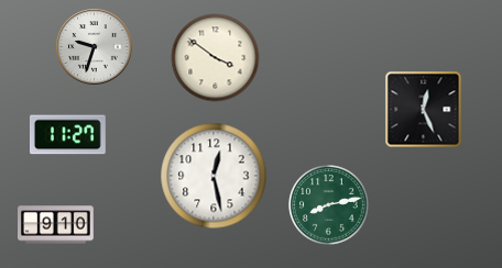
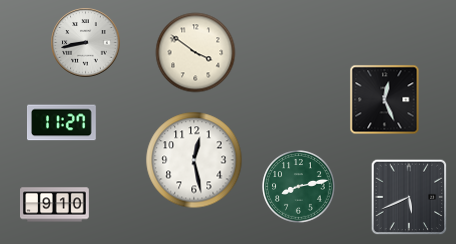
clock at (95, 47): 9:33 -> 8:43
clock at (409, 197): none -> 5:41
clock at (56, 225) position: (56, 225) -> (55, 205)
